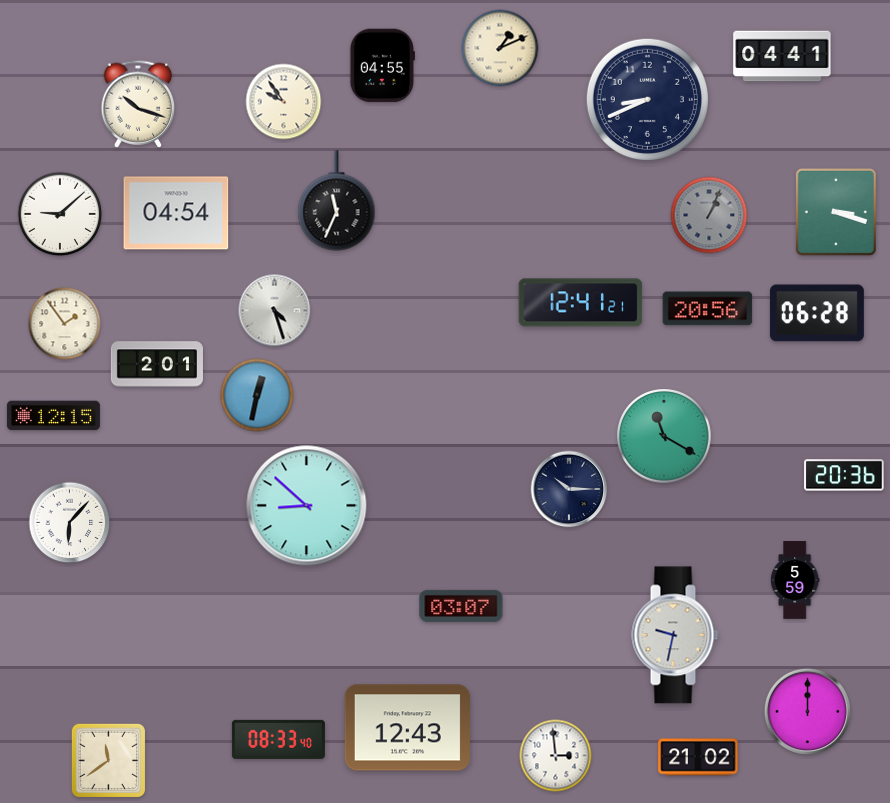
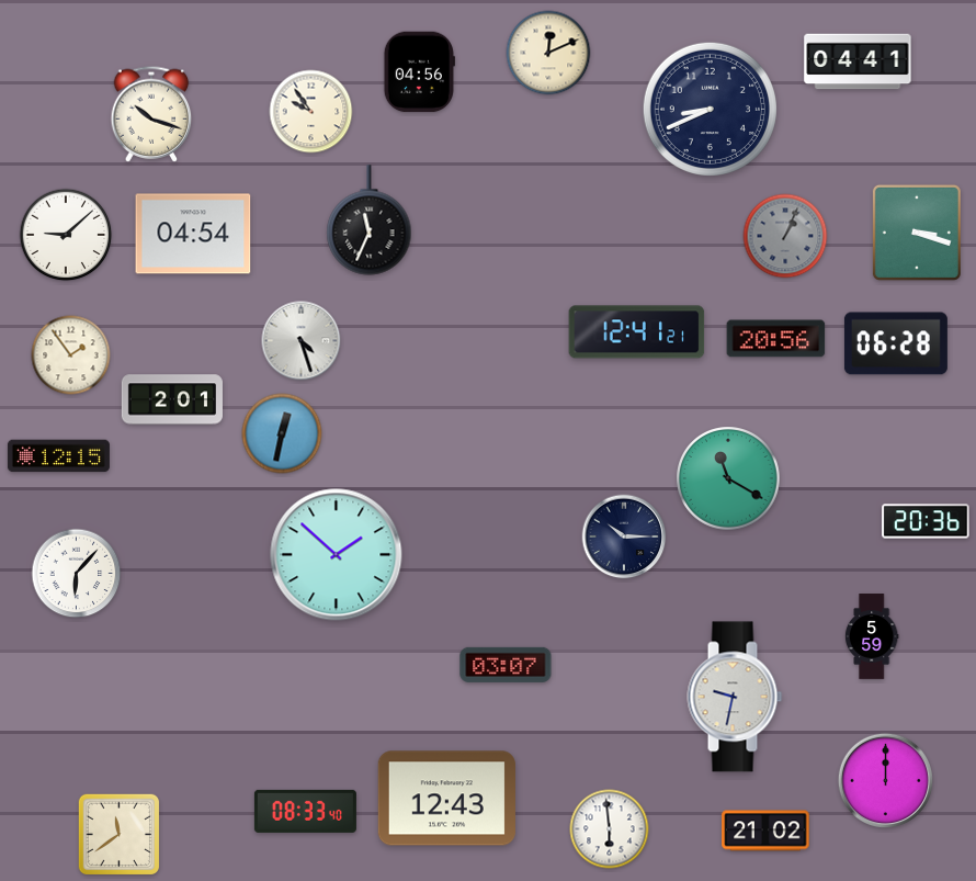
clock at (500, 48): 1:11 -> 12:11
clock at (382, 66): 04:55 -> 04:56
clock at (709, 215) position: (709, 215) -> (785, 236)
clock at (307, 506): 8:52 -> 1:52
clock at (675, 635) position: (675, 635) -> (735, 697)
clock at (556, 756): 2:59 -> 5:59
